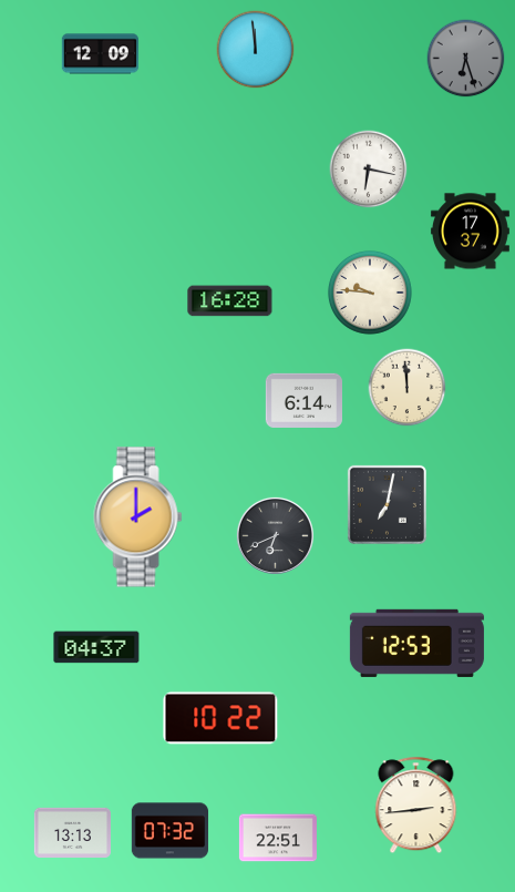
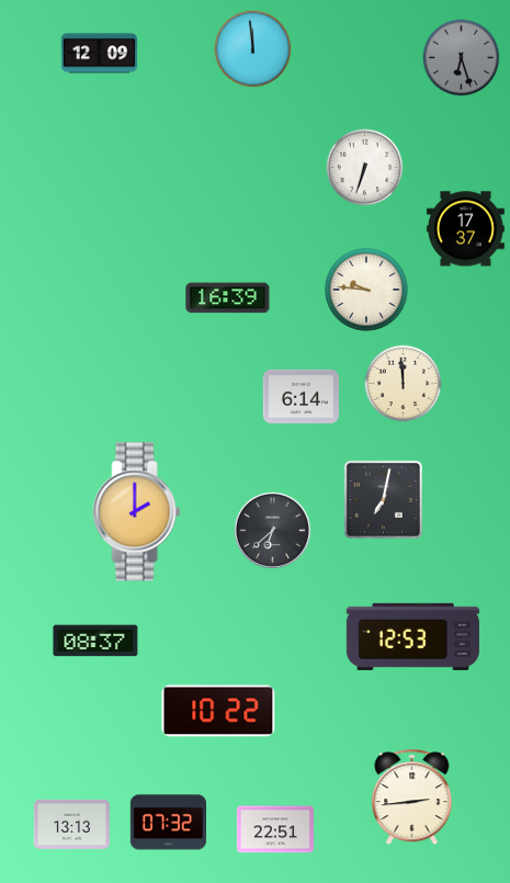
clock at (369, 170): 6:17 -> 6:33
clock at (230, 301): 16:28 -> 16:39
clock at (275, 535): 6:41 -> 6:38
clock at (96, 647): 04:37 -> 08:37
